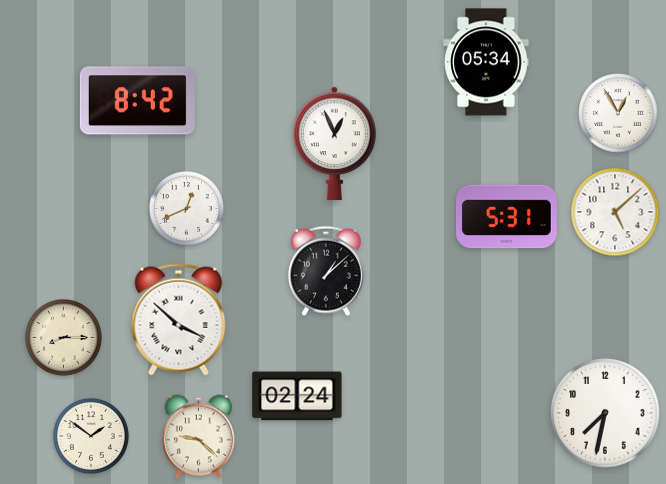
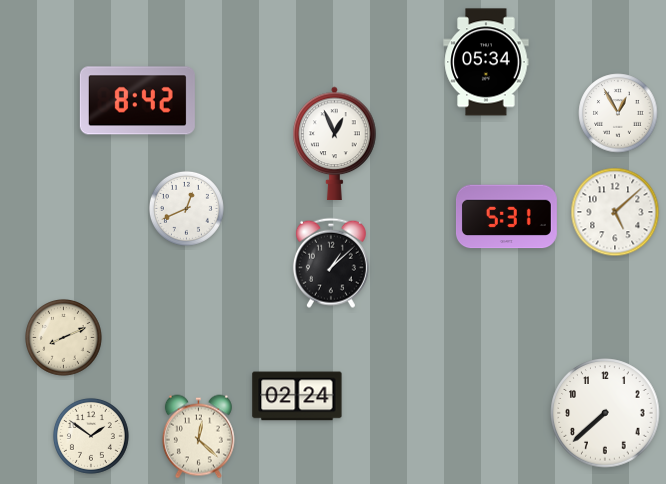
clock at (326, 271) position: (326, 271) -> (331, 263)
clock at (179, 320): 3:52 -> none
clock at (64, 338): 8:15 -> 8:11
clock at (605, 413): 7:32 -> 7:38
clock at (198, 437): 9:22 -> 12:22
